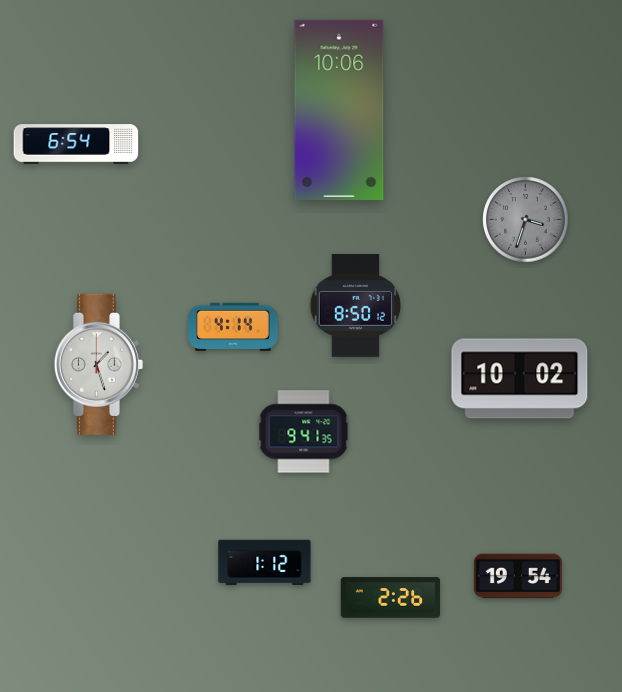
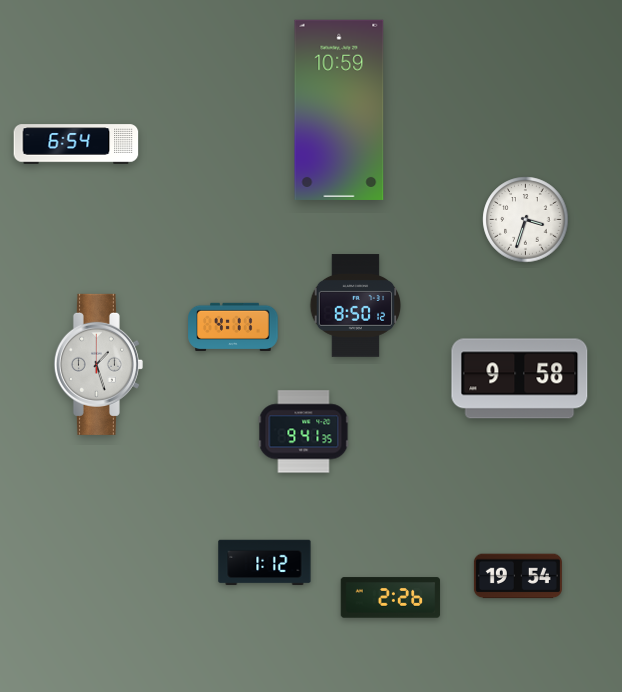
clock at (339, 110): 10:06 -> 10:59
clock at (526, 220) dial: grey -> white
clock at (233, 327): 4:14 -> 4:11
clock at (520, 379): 10:02 -> 9:58
